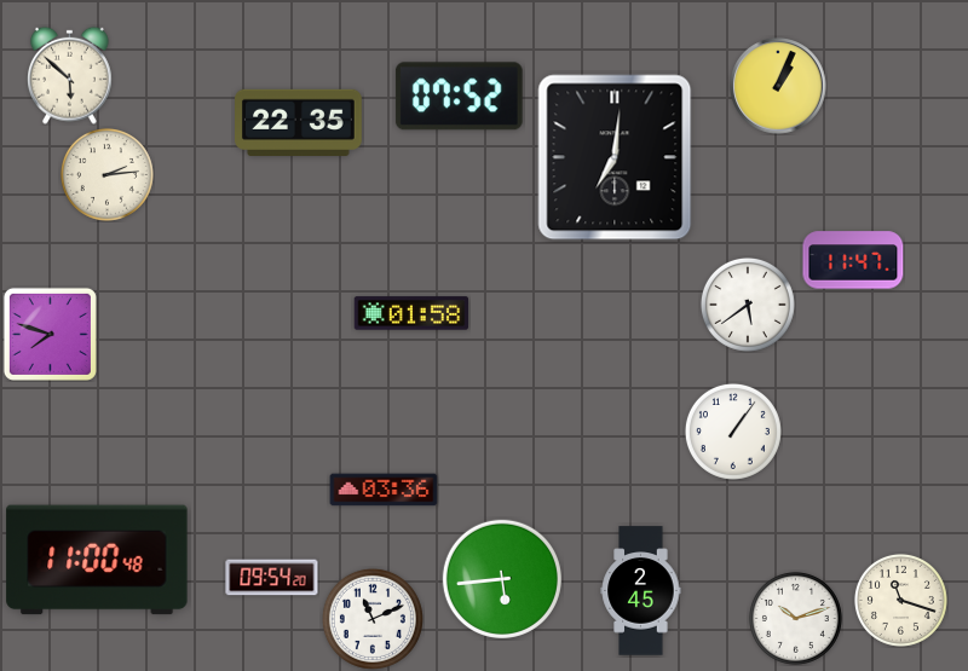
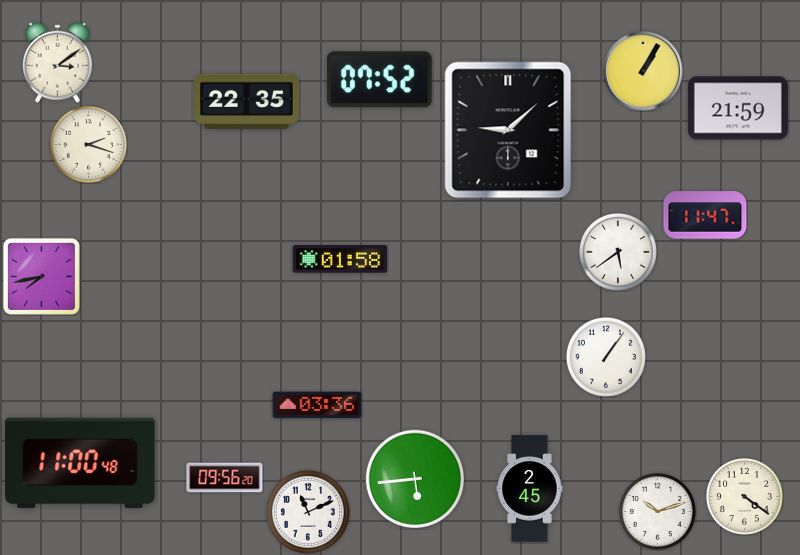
clock at (70, 75): 5:52 -> 3:09
clock at (778, 86): 1:04 -> 1:05
clock at (738, 108): none -> 21:59
clock at (615, 157): 7:01 -> 9:08
clock at (106, 174): 2:14 -> 2:18
clock at (50, 334): 7:48 -> 7:43
clock at (272, 578): 09:54 -> 09:56
clock at (900, 600): 11:18 -> 4:21
